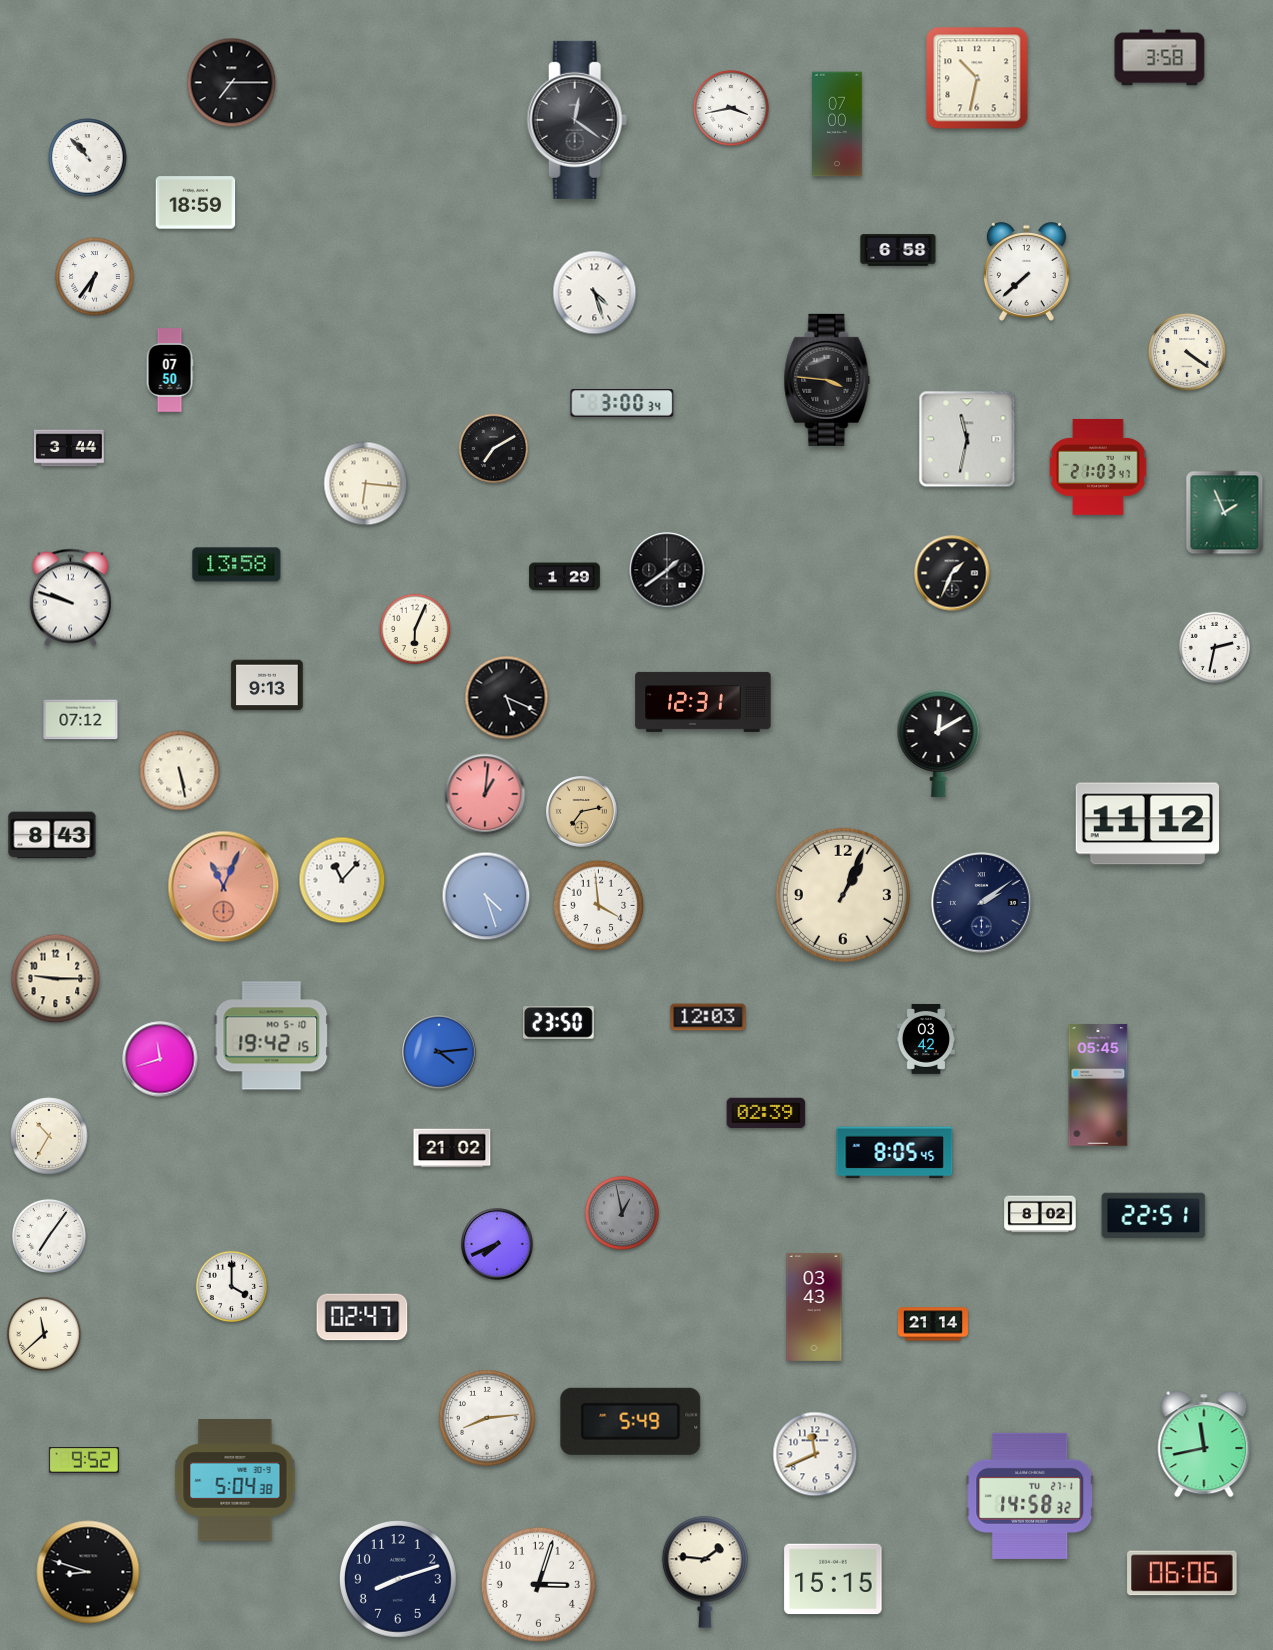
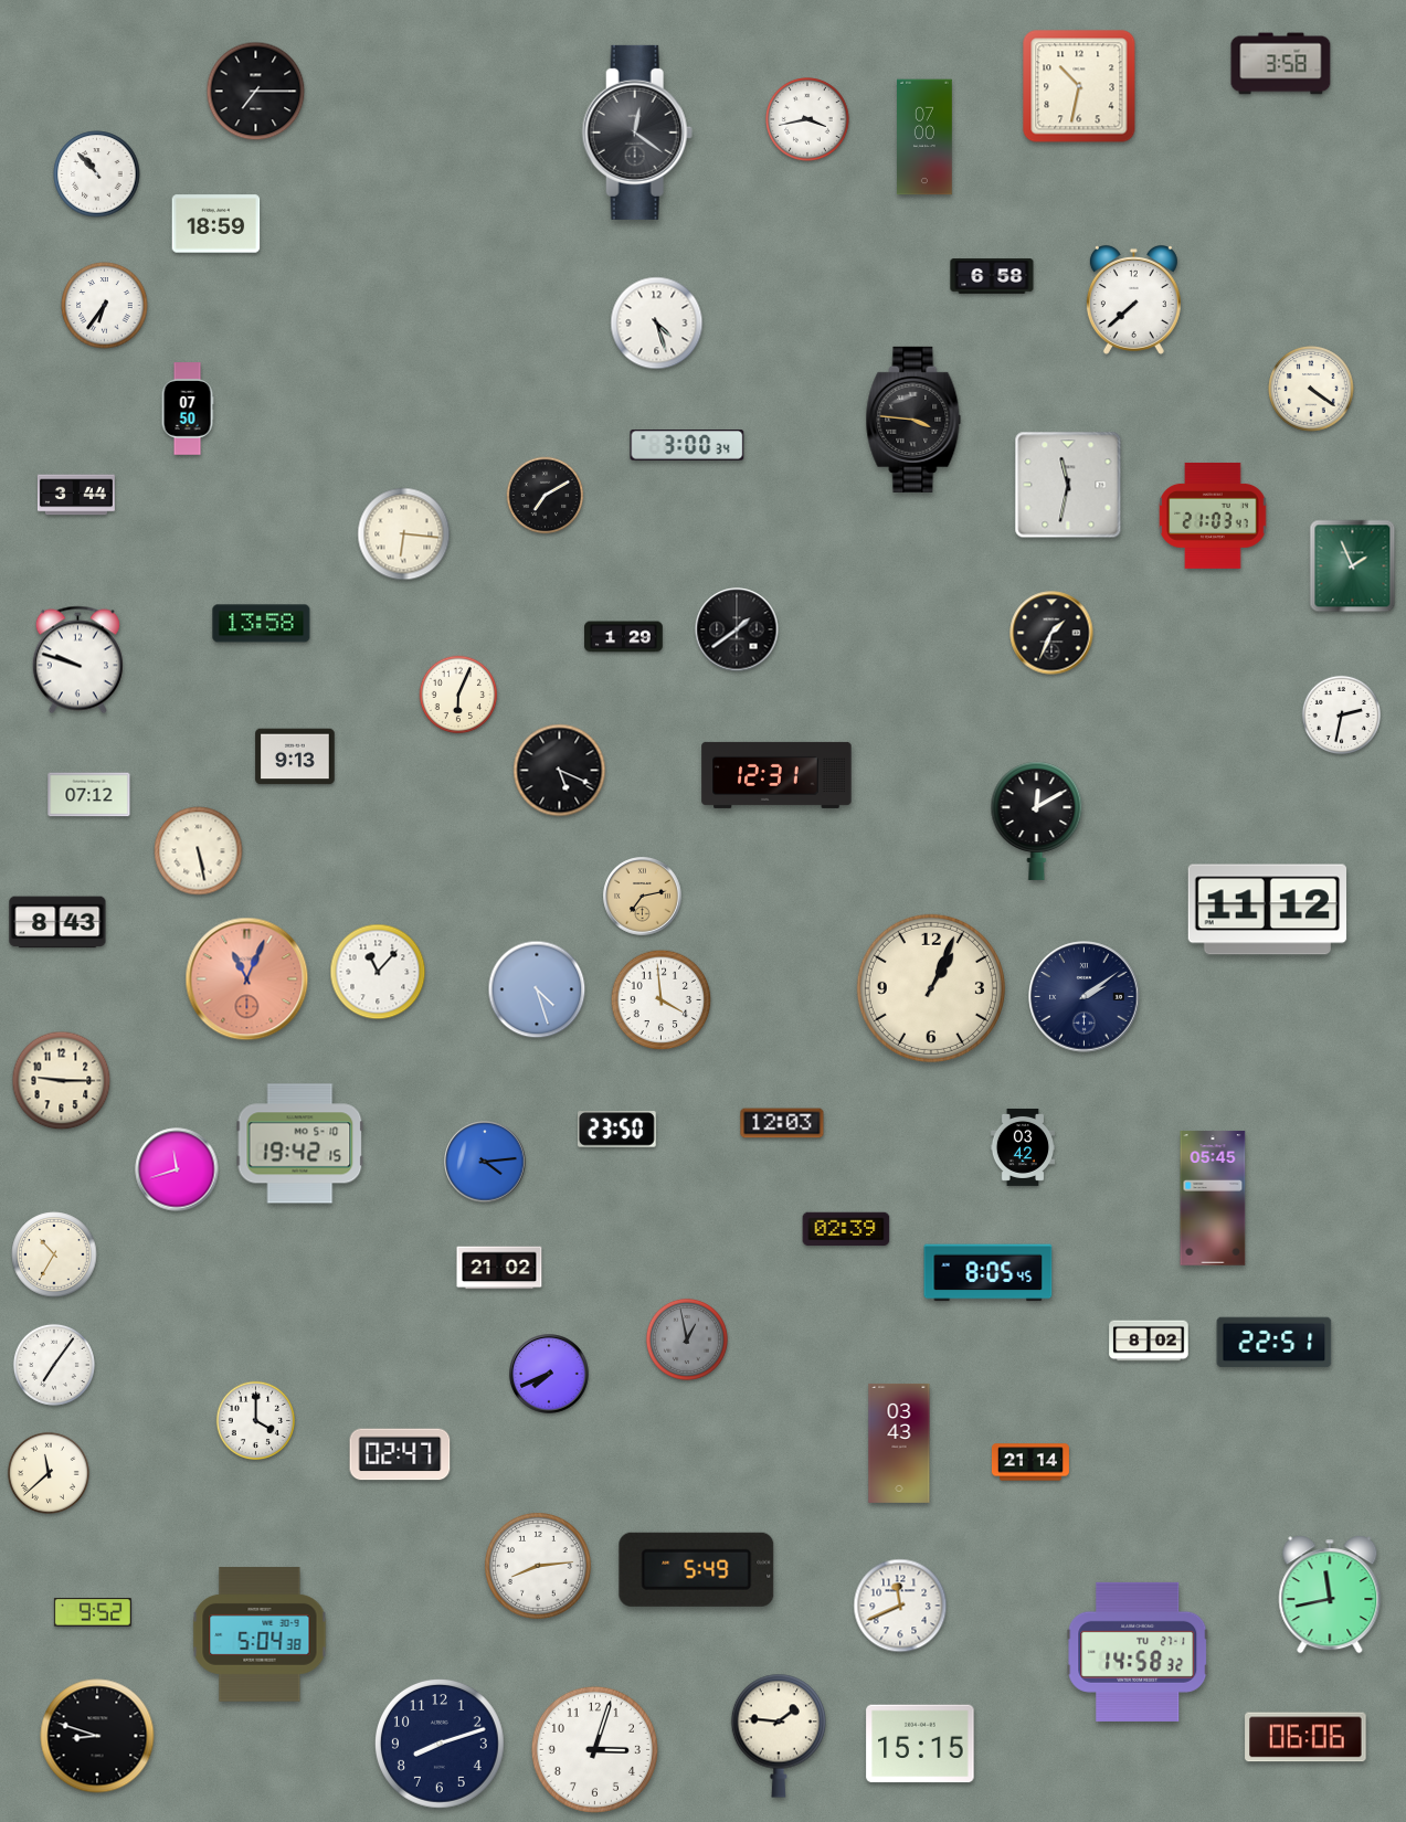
clock at (485, 794): 1:01 -> none
